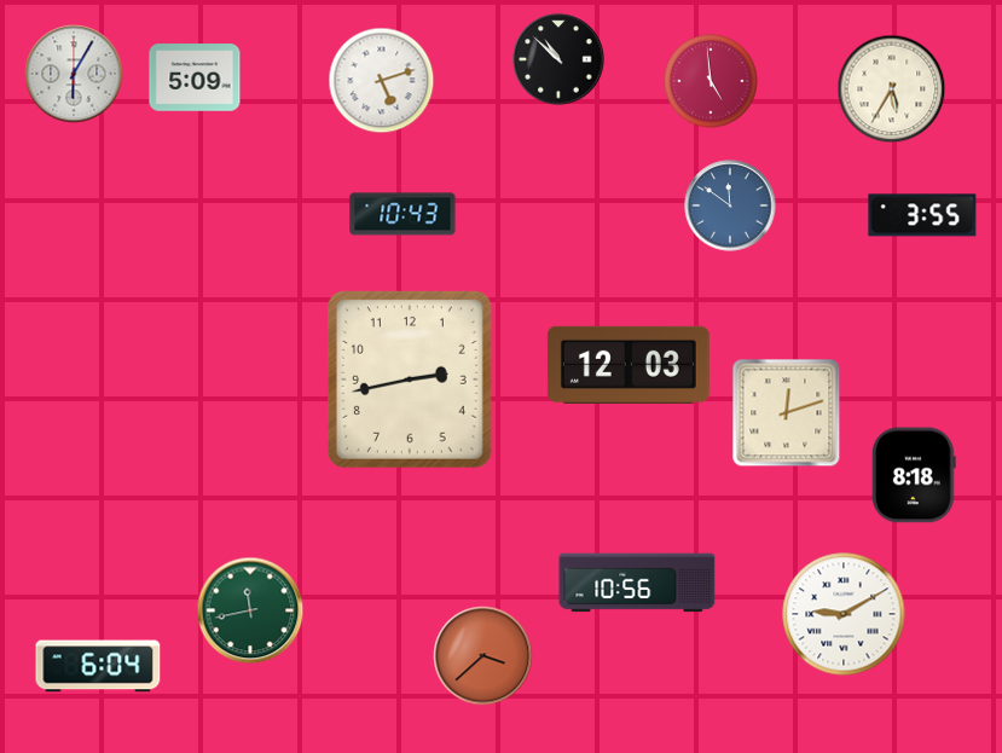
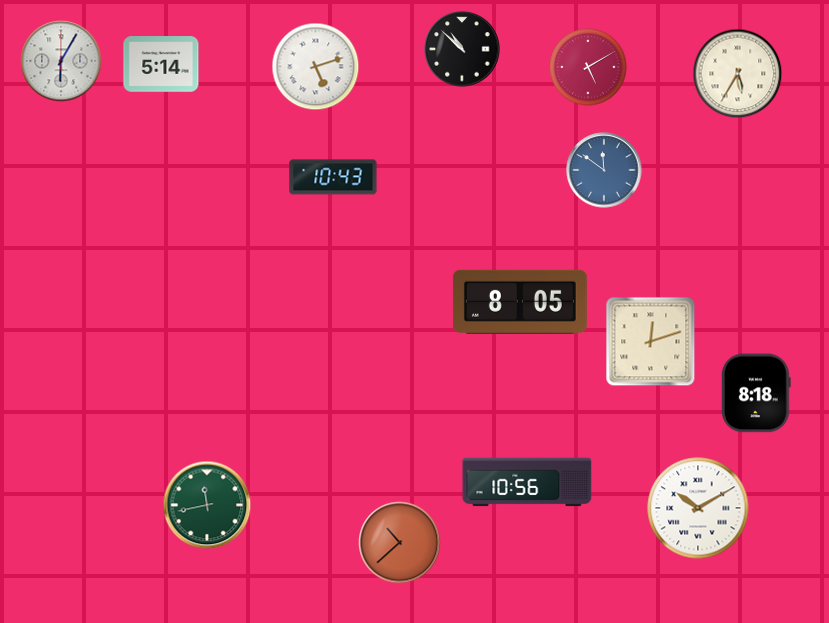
clock at (195, 77): 5:09 -> 5:14
clock at (711, 81): 4:59 -> 5:10
clock at (922, 215): 3:55 -> none
clock at (629, 365): 12:03 -> 8:05
clock at (410, 380): 2:43 -> none
clock at (844, 614): 9:10 -> 10:10
clock at (483, 656): 3:38 -> 10:38
clock at (98, 666): 6:04 -> none
